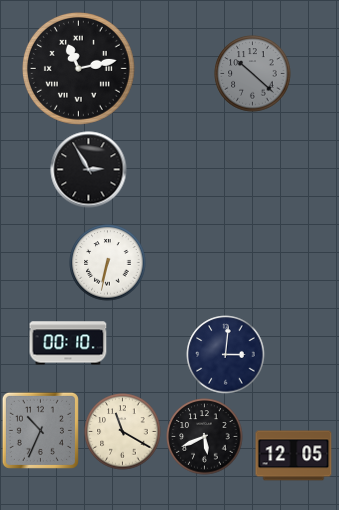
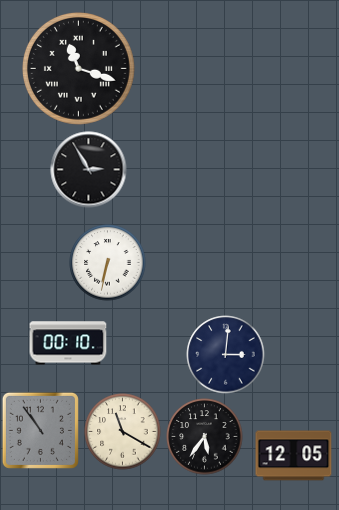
clock at (78, 68): 11:13 -> 11:18
clock at (253, 74): 10:22 -> none
clock at (40, 430): 10:34 -> 10:54
clock at (205, 437): 5:41 -> 5:36
